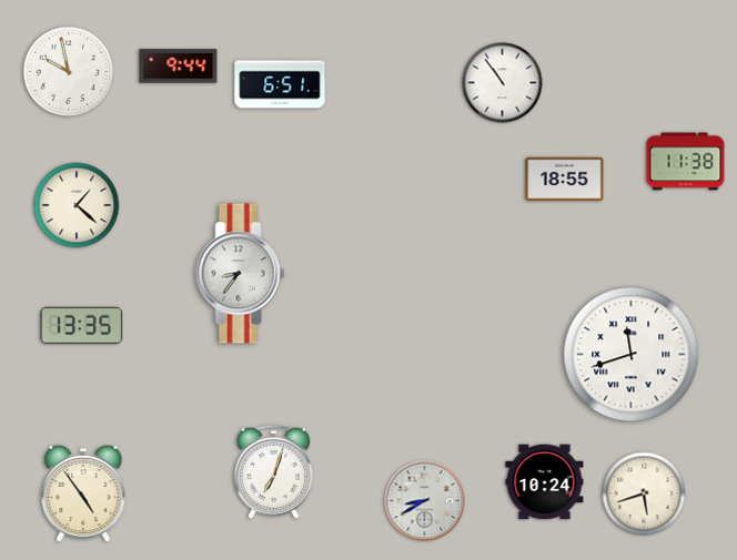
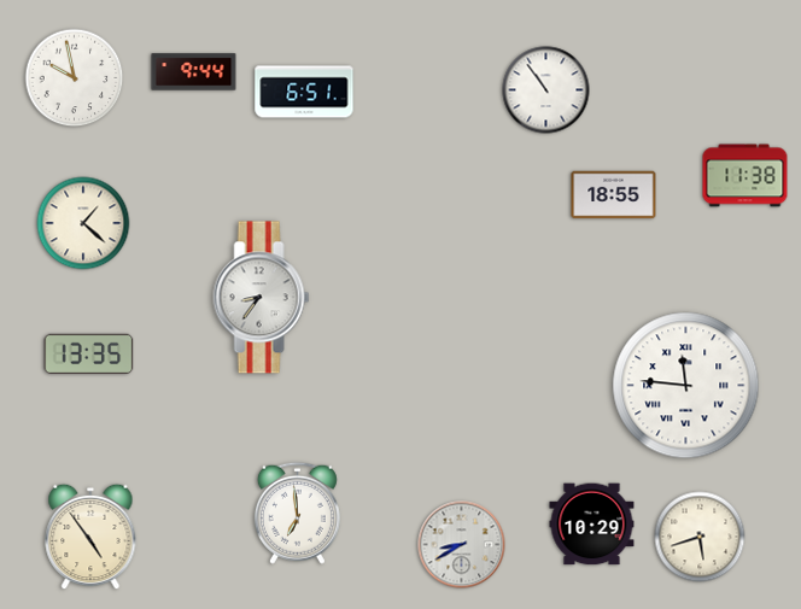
clock at (632, 355): 11:42 -> 11:46
clock at (273, 471): 7:03 -> 6:59
clock at (545, 482): 10:24 -> 10:29
